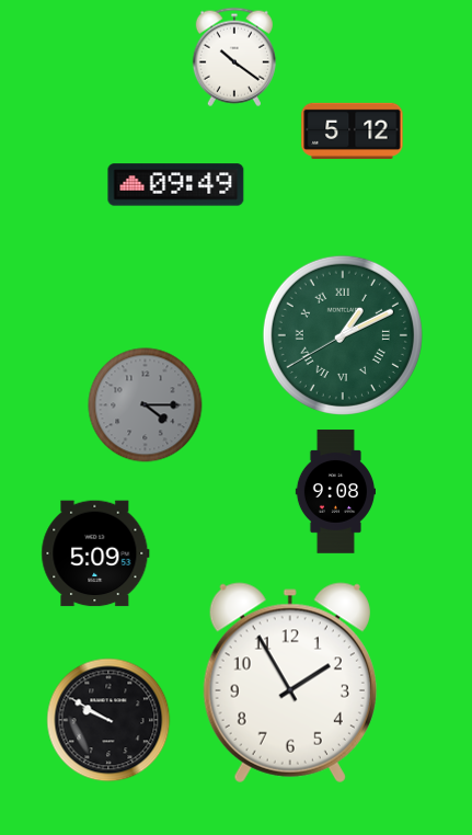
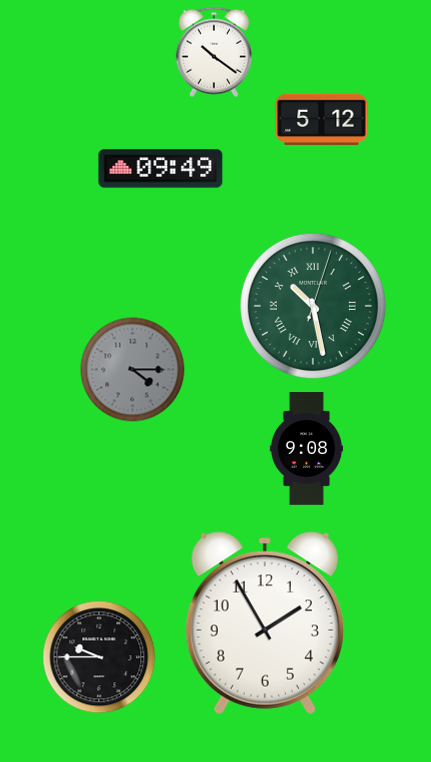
clock at (343, 335): 1:10 -> 10:28
clock at (95, 553): 5:09 -> none
clock at (108, 720): 9:50 -> 9:45
